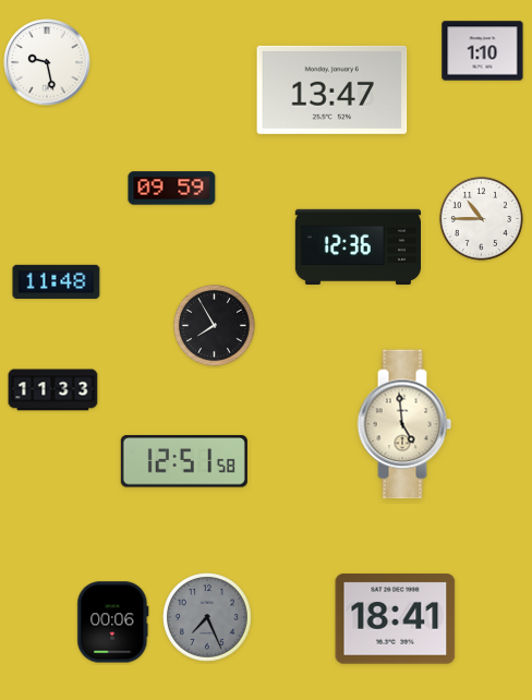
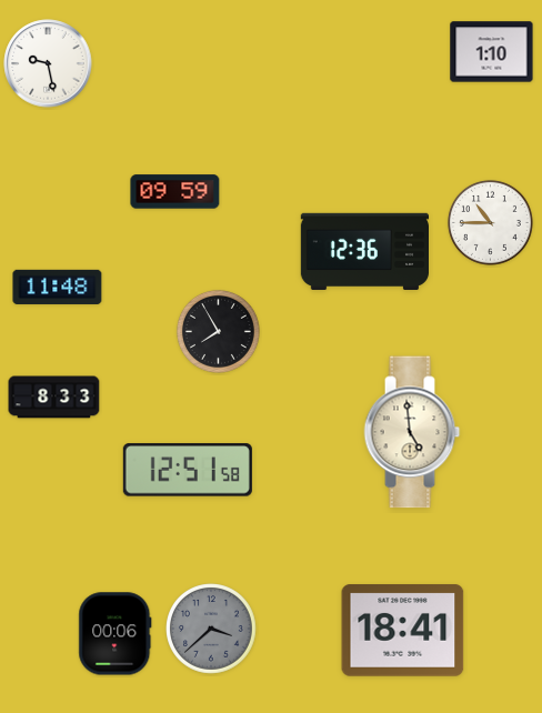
clock at (332, 89): 13:47 -> none
clock at (53, 390): 11:33 -> 8:33
clock at (208, 618): 7:26 -> 3:38
